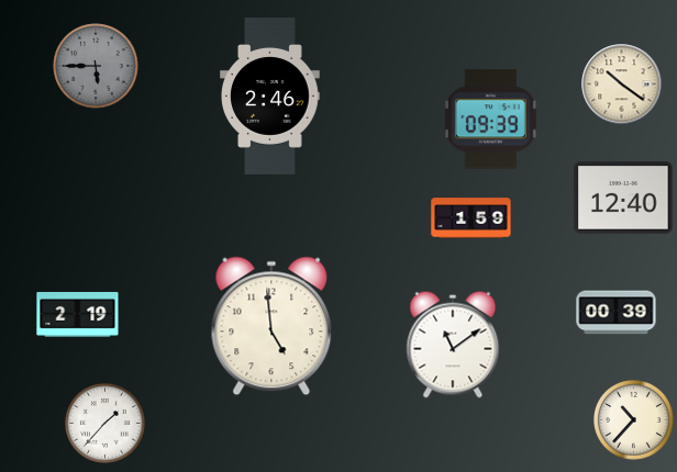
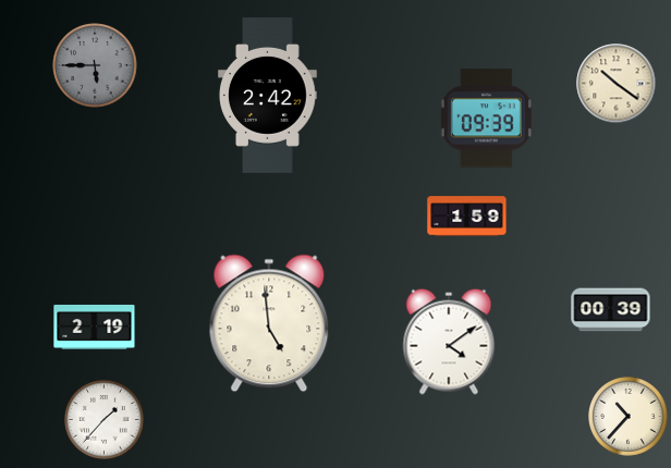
clock at (270, 95): 2:46 -> 2:42
clock at (623, 198): 12:40 -> none
clock at (78, 314) position: (78, 314) -> (95, 327)
clock at (453, 345): 11:09 -> 4:09
